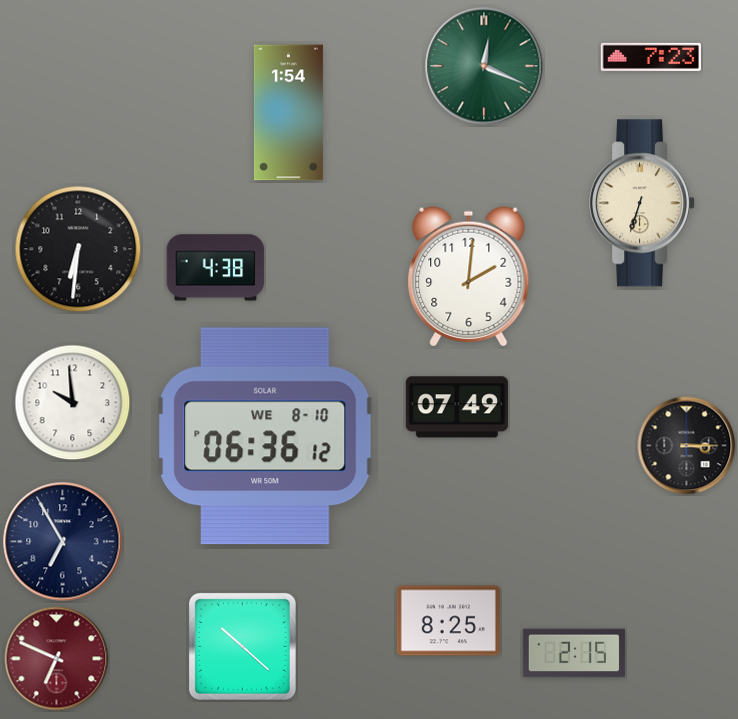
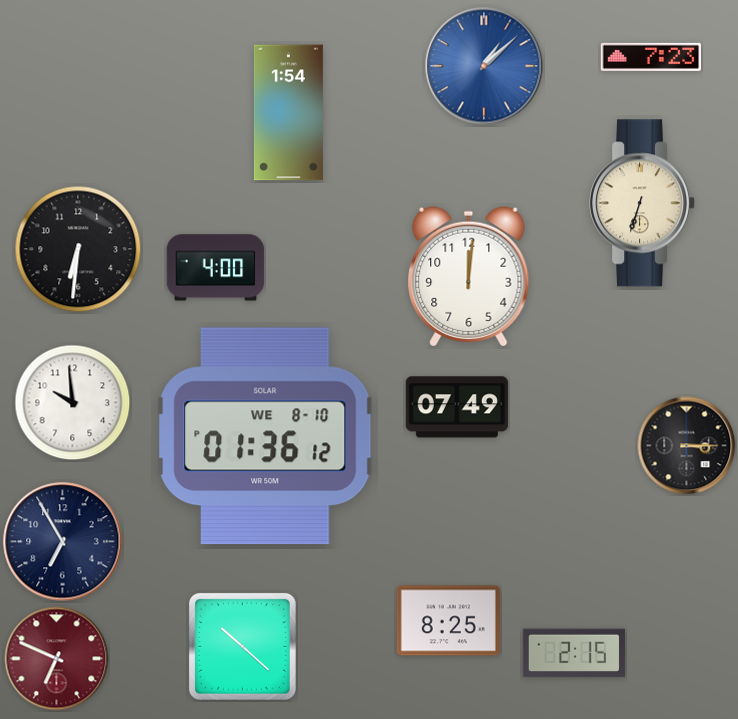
clock at (484, 66): 12:19 -> 1:08
clock at (484, 66) dial: green -> blue
clock at (216, 268): 4:38 -> 4:00
clock at (469, 276): 2:01 -> 12:01
clock at (265, 436): 06:36 -> 01:36
